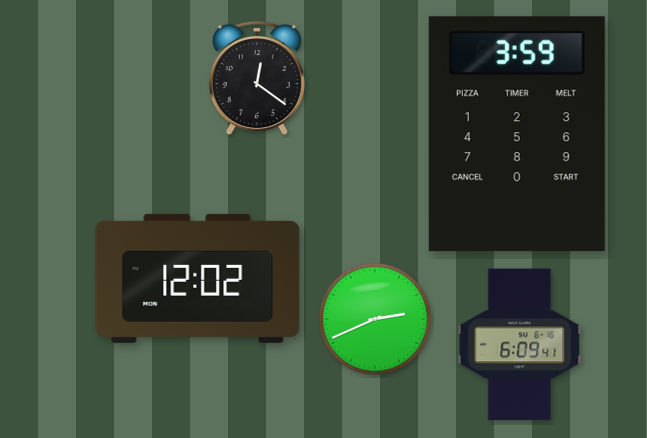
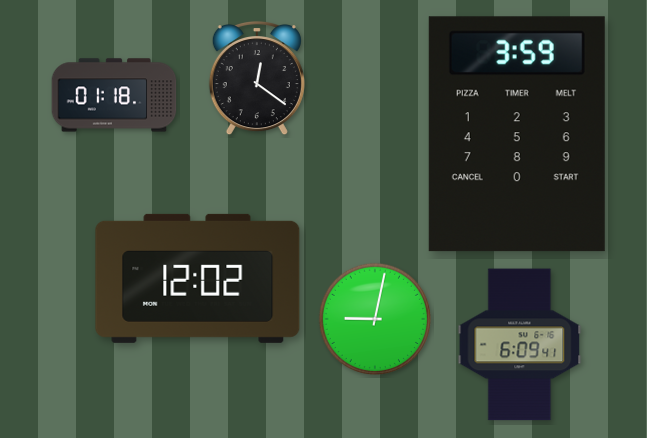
clock at (114, 95): none -> 01:18
clock at (374, 318): 2:41 -> 9:02
